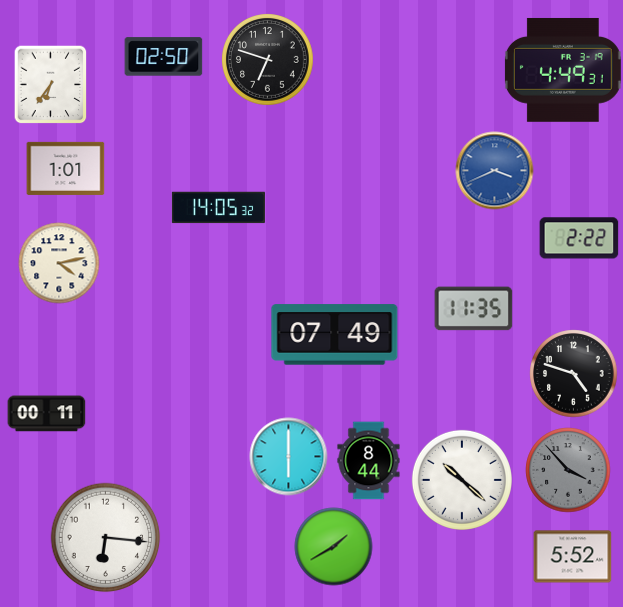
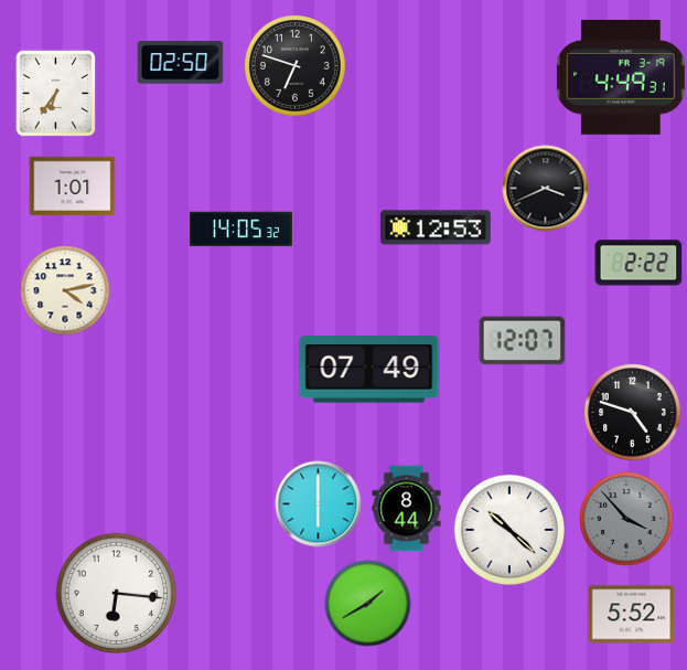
clock at (494, 170) dial: blue -> black
clock at (436, 227): none -> 12:53
clock at (473, 309): 11:35 -> 12:07
clock at (46, 414): 00:11 -> none
